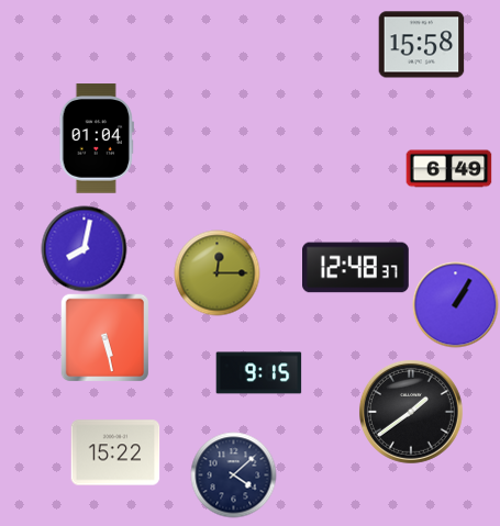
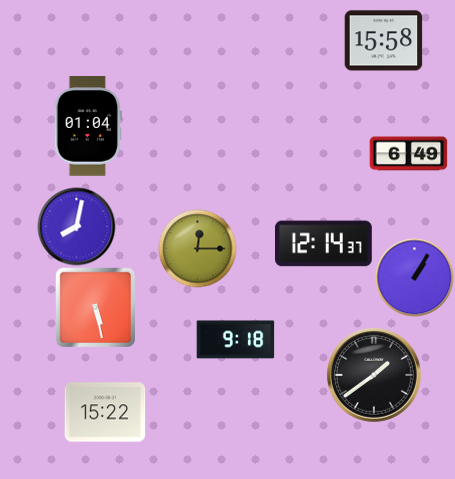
clock at (356, 268): 12:48 -> 12:14
clock at (258, 373): 9:15 -> 9:18
clock at (233, 474): 4:08 -> none
